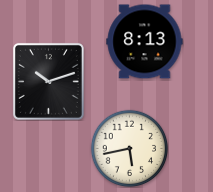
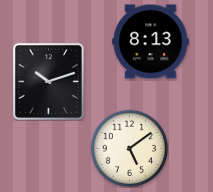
clock at (145, 42) position: (145, 42) -> (151, 42)
clock at (129, 148): 5:43 -> 5:09
